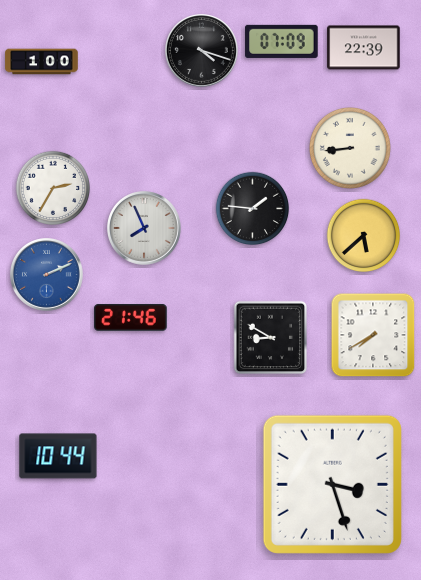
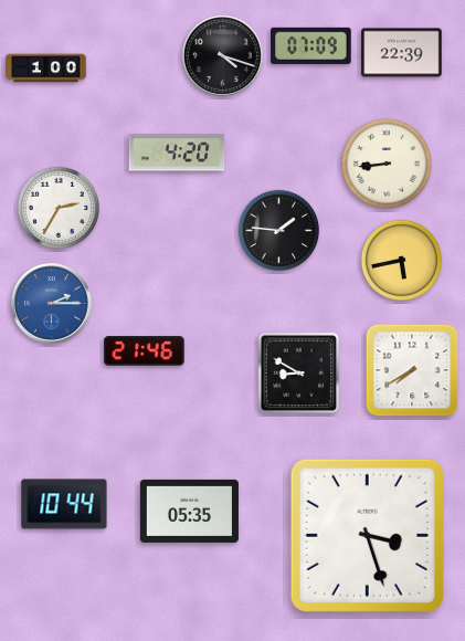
clock at (177, 153): none -> 4:20
clock at (145, 229): 7:56 -> none
clock at (364, 236): 5:38 -> 5:43
clock at (47, 275): 2:11 -> 2:15
clock at (189, 511): none -> 05:35
